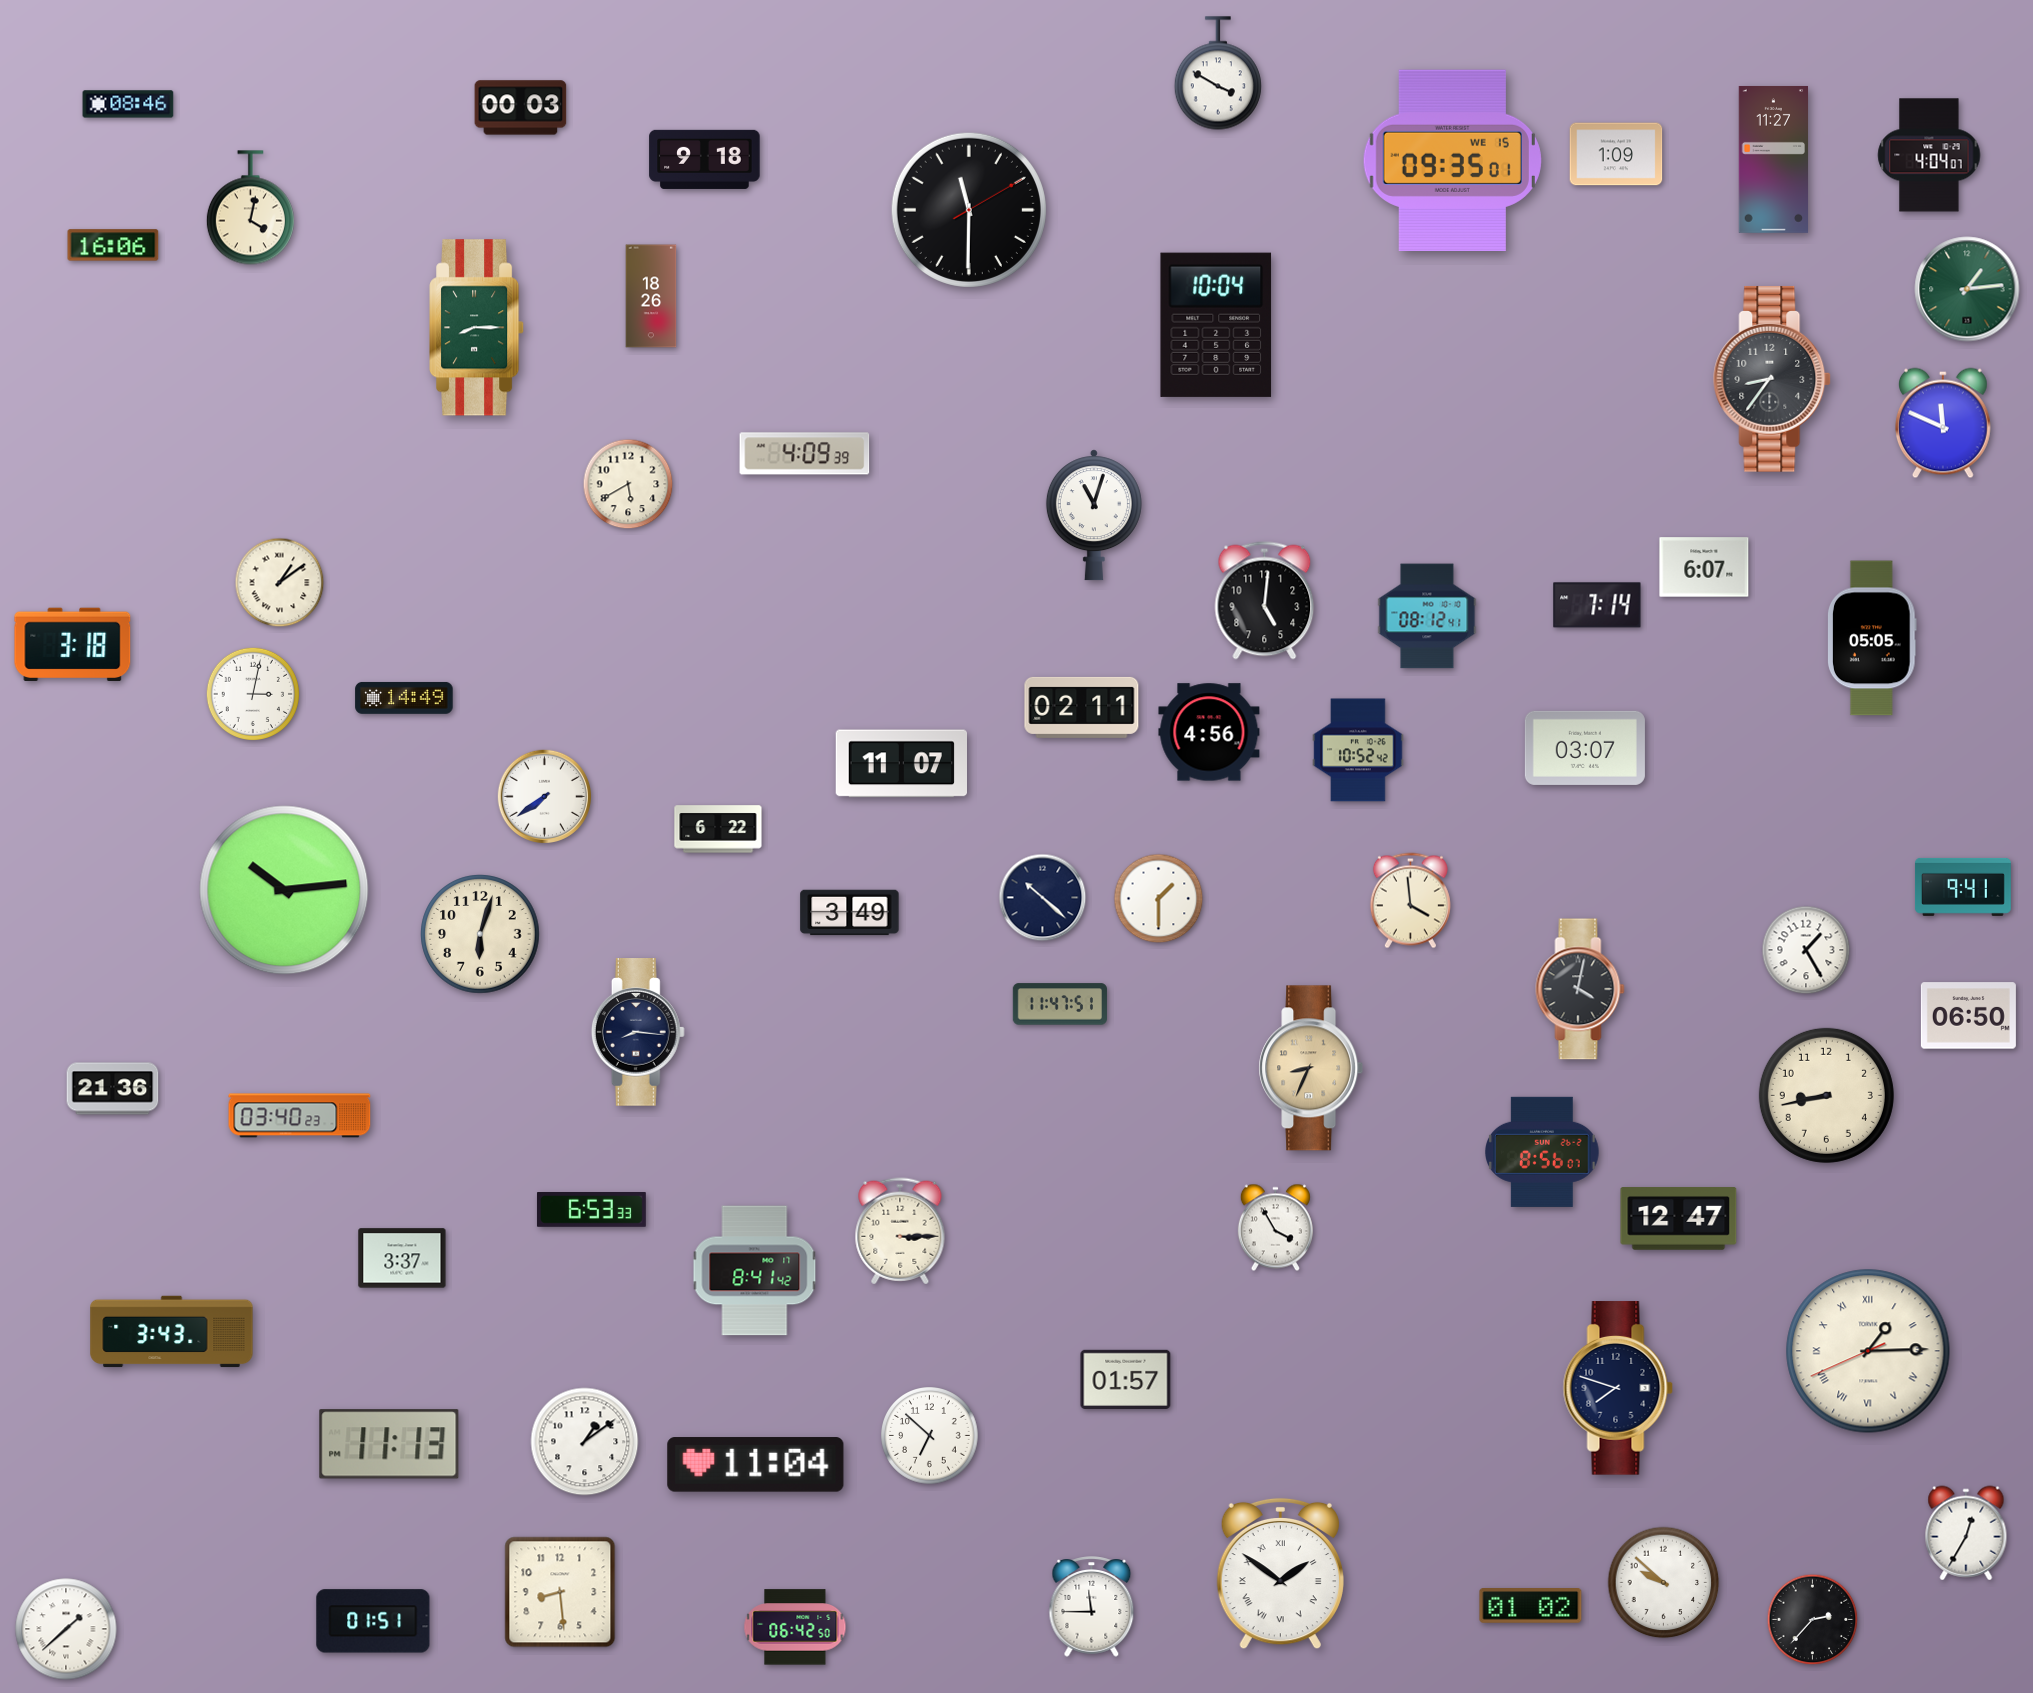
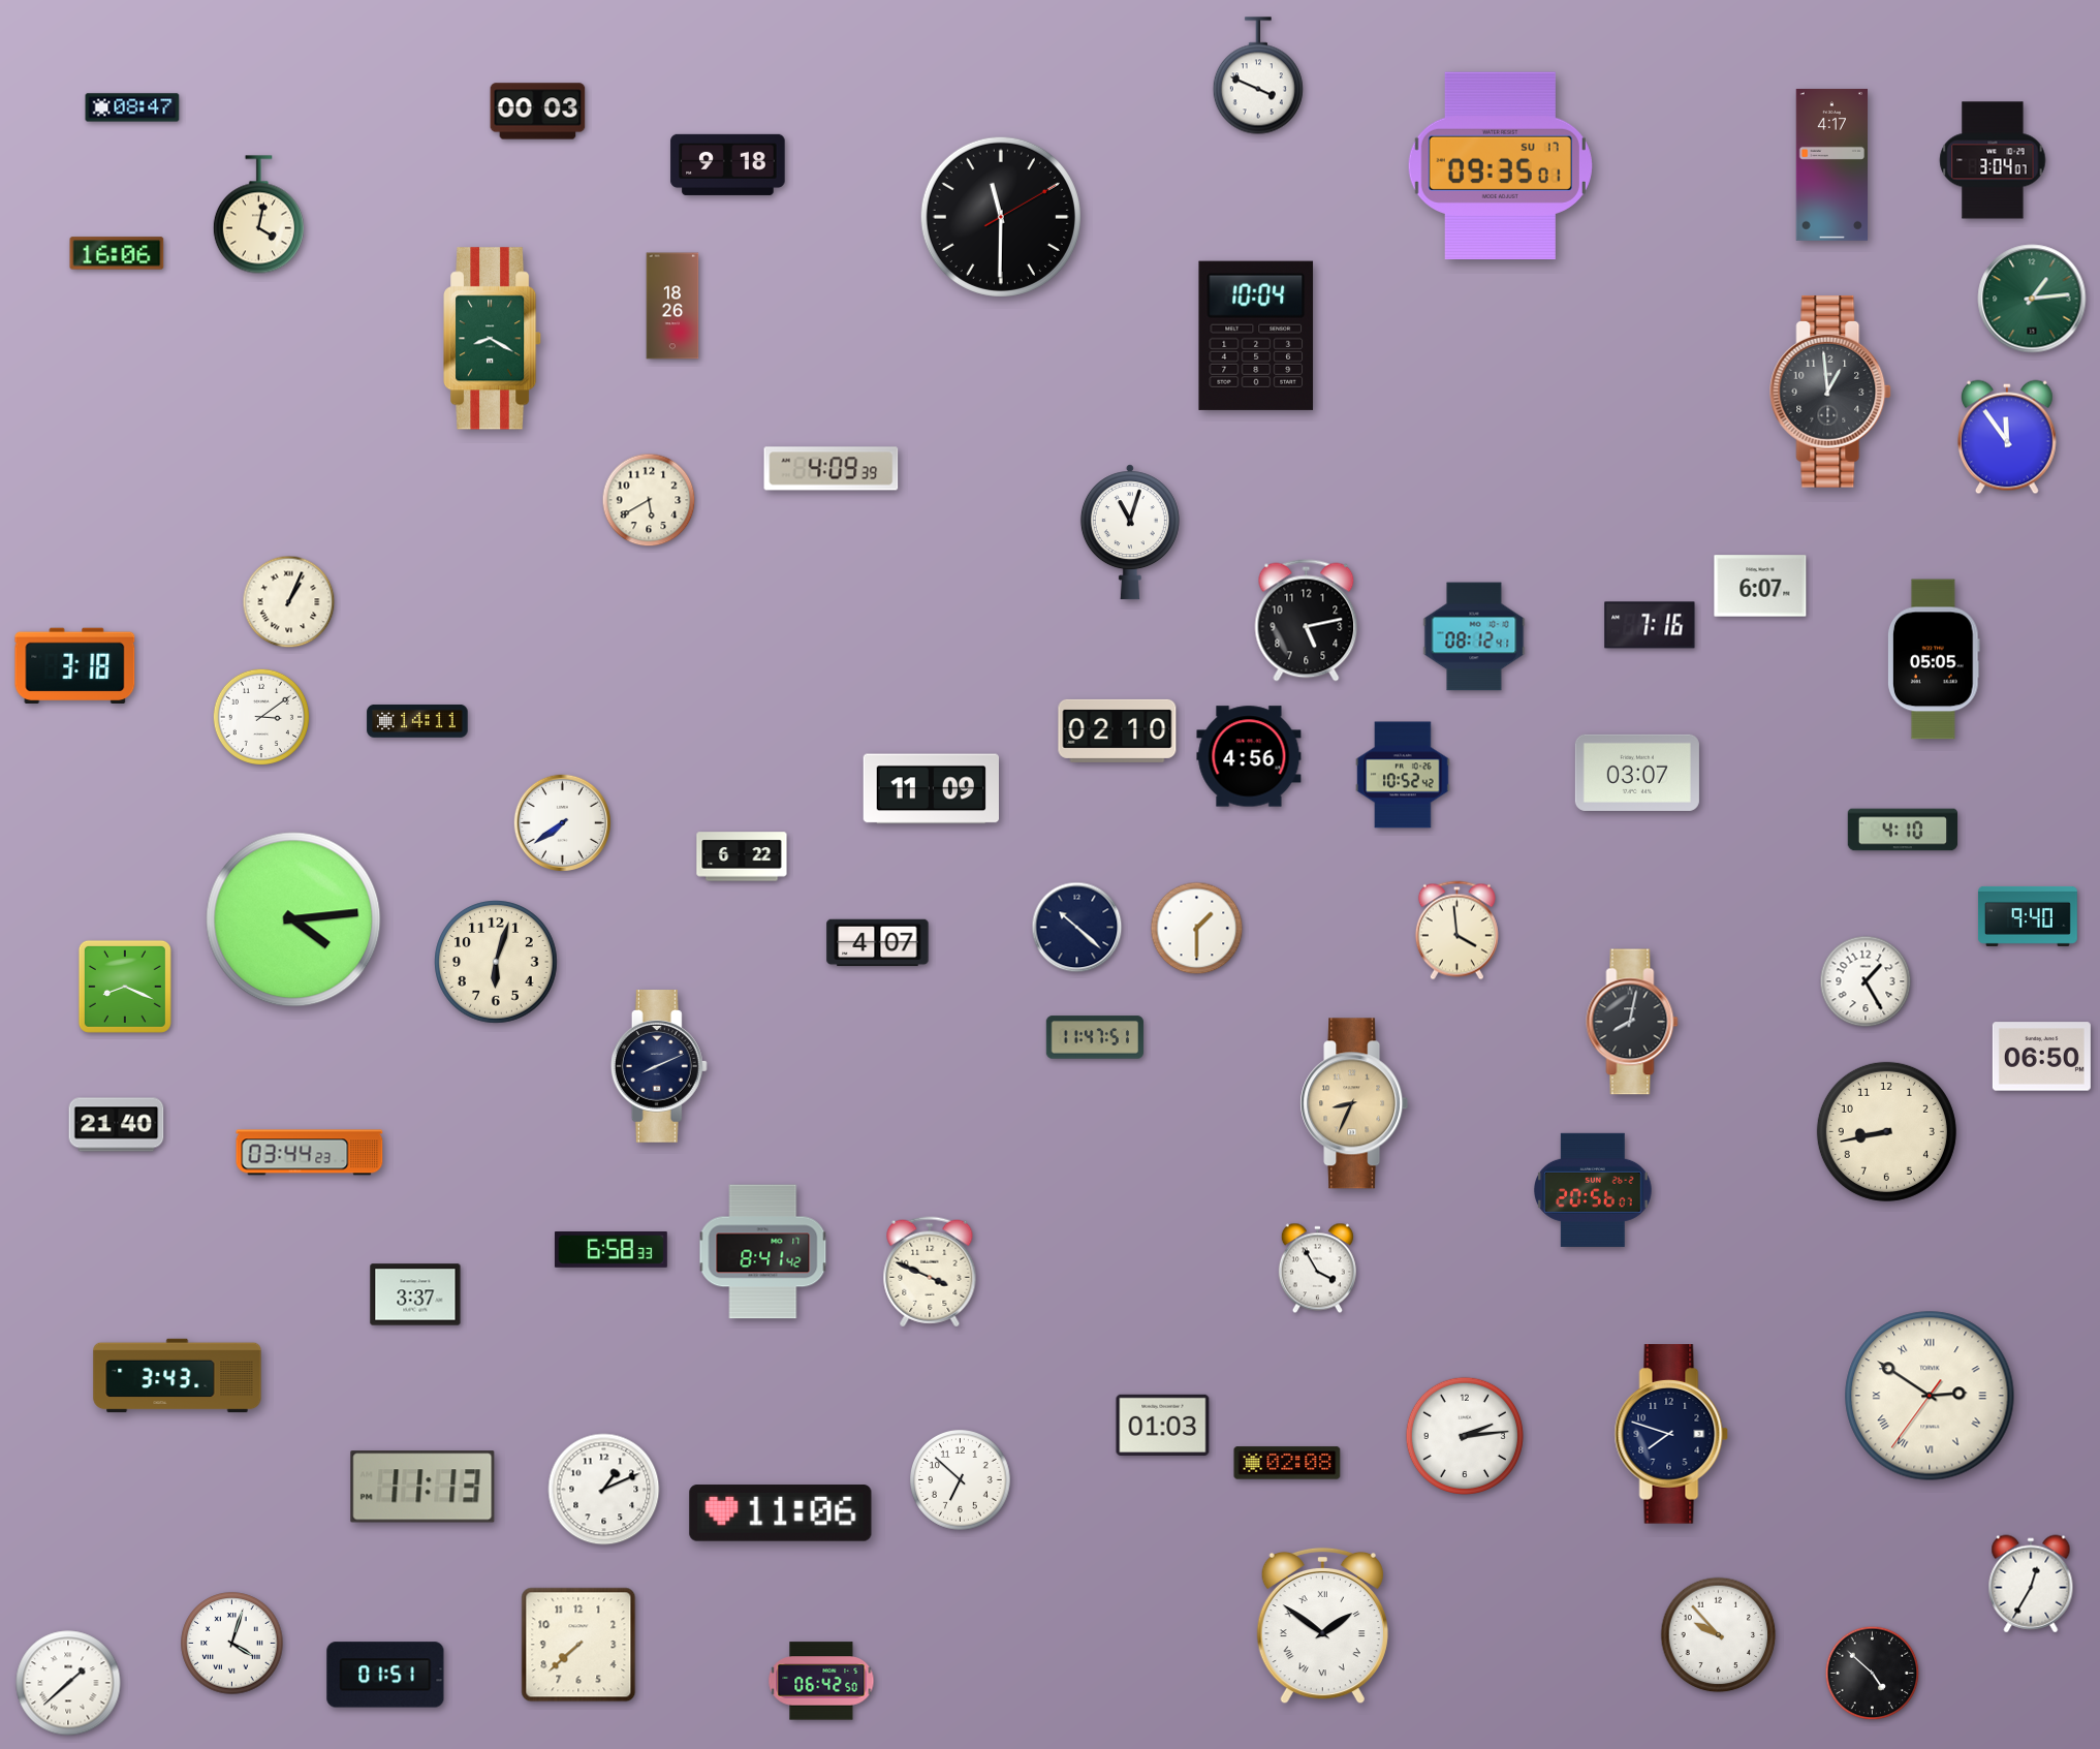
clock at (1218, 73): 3:50 -> 3:49
clock at (128, 104): 08:46 -> 08:47
clock at (1616, 154): 1:09 -> none
clock at (1929, 155): 4:04 -> 3:04
clock at (1774, 159): 11:27 -> 4:17
clock at (1452, 160) date: WE 15 -> SU 17
clock at (477, 328): 8:15 -> 8:20
clock at (1773, 379): 8:36 -> 12:59
clock at (1943, 423): 11:49 -> 11:54
clock at (280, 583): 1:09 -> 1:04
clock at (1265, 601): 5:01 -> 5:13
clock at (1597, 605): 7:14 -> 7:16
clock at (252, 693): 3:02 -> 3:09
clock at (404, 698): 14:49 -> 14:11
clock at (1082, 707): 02:11 -> 02:10
clock at (901, 764): 11:07 -> 11:09
clock at (1903, 830): none -> 4:10
clock at (1963, 887): 9:41 -> 9:40
clock at (284, 890): 10:14 -> 4:14
clock at (850, 913): 3:49 -> 4:07
clock at (480, 934) position: (480, 934) -> (496, 962)
clock at (125, 987): none -> 8:19
clock at (1580, 989): 4:02 -> 8:02
clock at (1968, 1016) position: (1968, 1016) -> (2041, 1057)
clock at (638, 1033): 8:16 -> 8:11
clock at (113, 1089): 21:36 -> 21:40
clock at (300, 1116): 03:40 -> 03:44
clock at (1542, 1152): 8:56 -> 20:56
clock at (591, 1210): 6:53 -> 6:58
clock at (1679, 1219): 12:47 -> none
clock at (900, 1231): 3:15 -> 3:49
clock at (402, 1258) position: (402, 1258) -> (415, 1294)
clock at (755, 1271) position: (755, 1271) -> (763, 1252)
clock at (1868, 1351): 1:14 -> 2:50
clock at (1126, 1379): 01:57 -> 01:03
clock at (1465, 1436): none -> 2:14
clock at (1287, 1463): none -> 02:08
clock at (930, 1436) position: (930, 1436) -> (961, 1480)
clock at (585, 1442): 1:09 -> 1:11
clock at (389, 1444) position: (389, 1444) -> (422, 1487)
clock at (756, 1465): 11:04 -> 11:06
clock at (1664, 1583): 9:52 -> 9:53
clock at (232, 1644): none -> 4:03
clock at (560, 1592): 8:29 -> 7:38
clock at (1531, 1606): 01:02 -> none
clock at (1092, 1607): 11:45 -> none
clock at (1813, 1620): 2:37 -> 4:52
